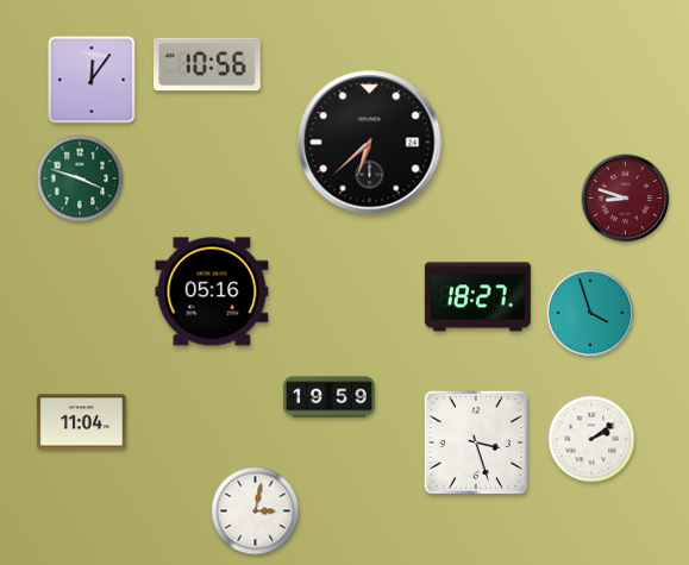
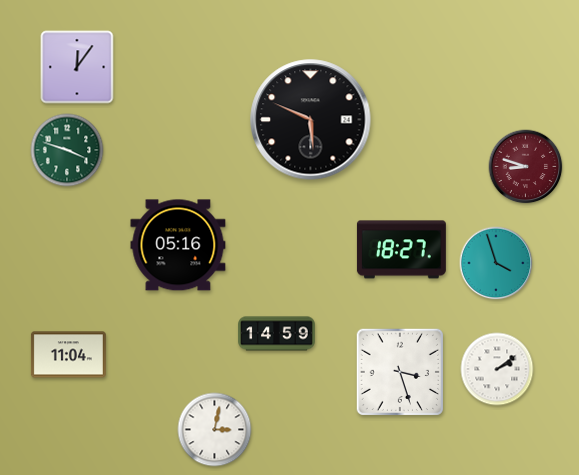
clock at (208, 64): 10:56 -> none
clock at (370, 143): 6:38 -> 5:49
clock at (330, 397): 19:59 -> 14:59
